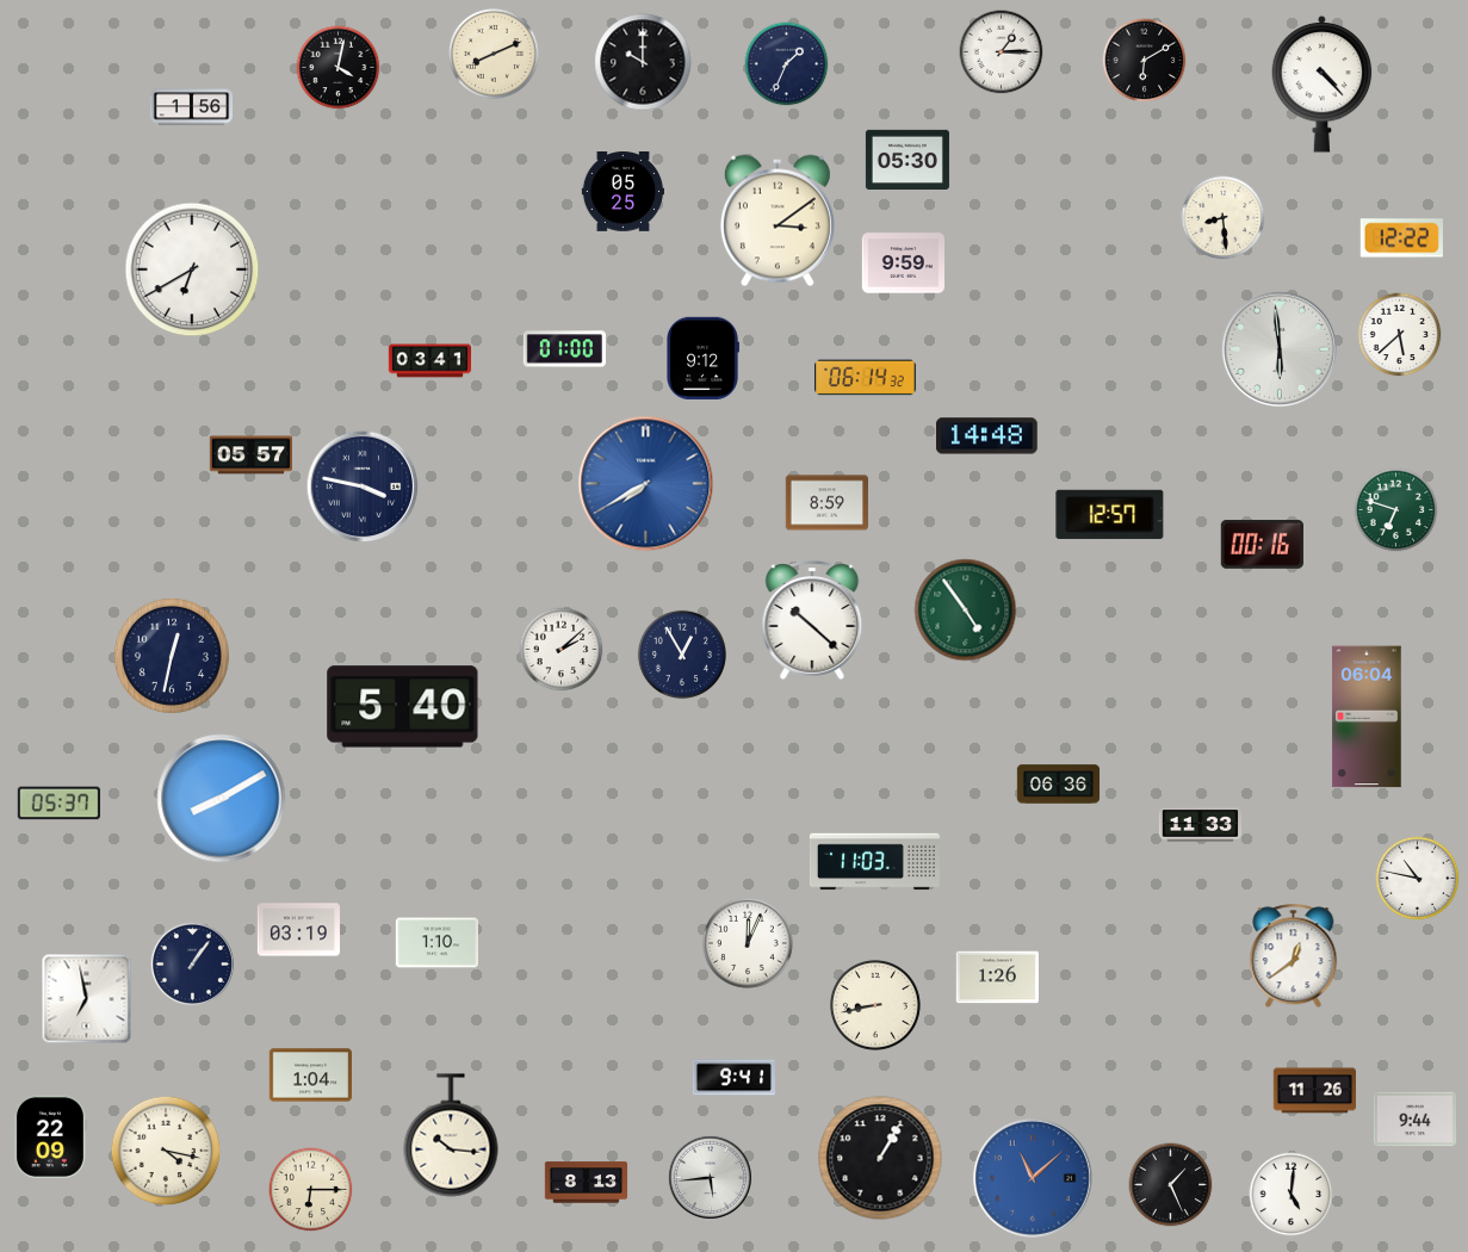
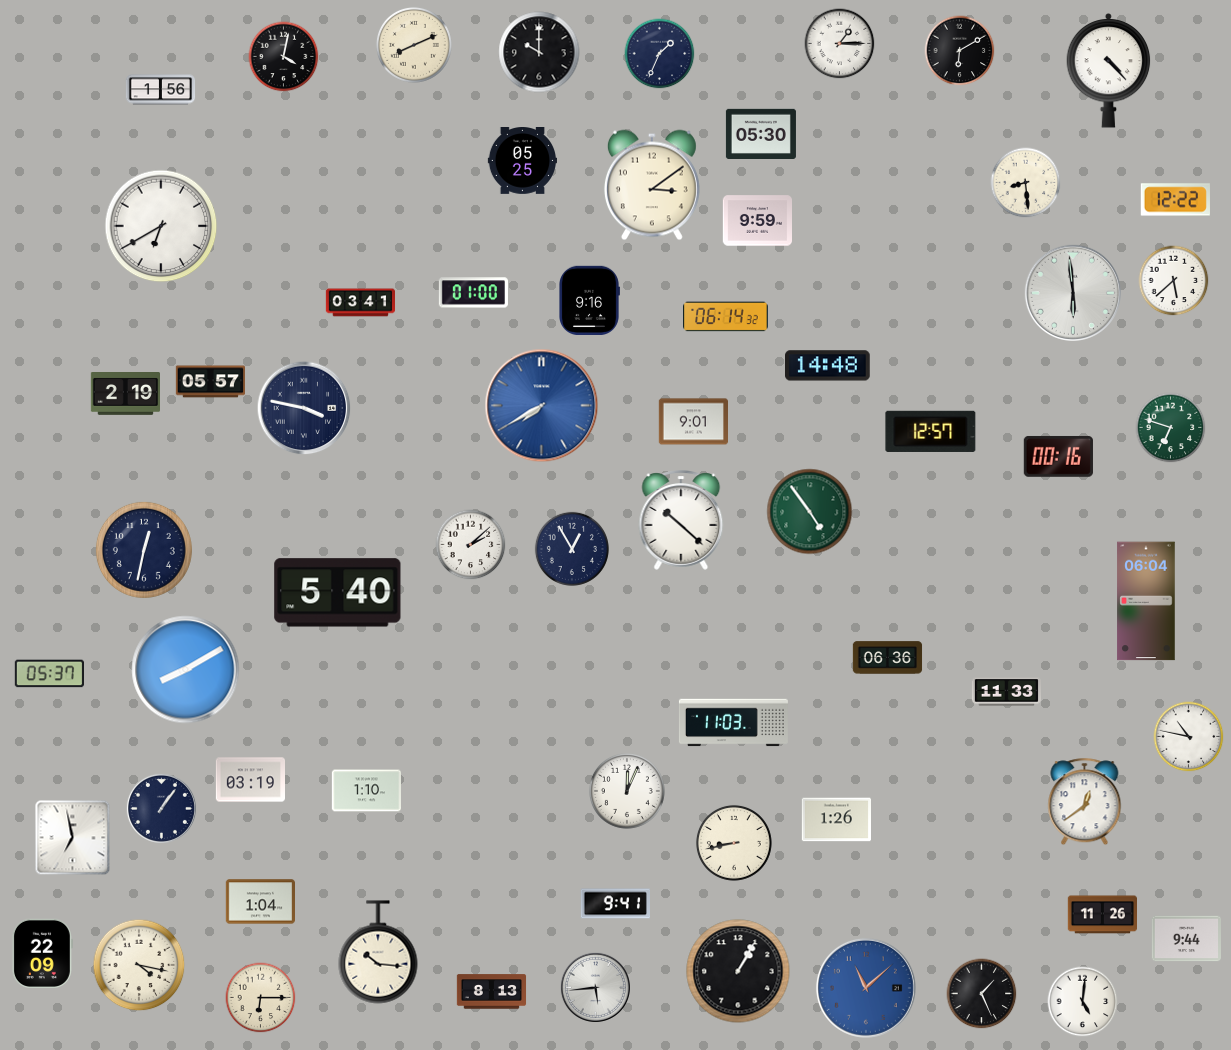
clock at (704, 358): 9:12 -> 9:16
clock at (125, 394): none -> 2:19
clock at (826, 503): 8:59 -> 9:01
